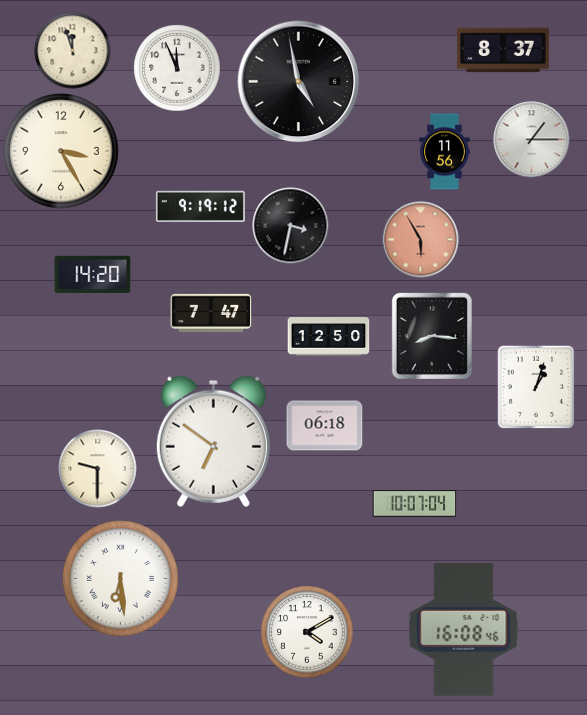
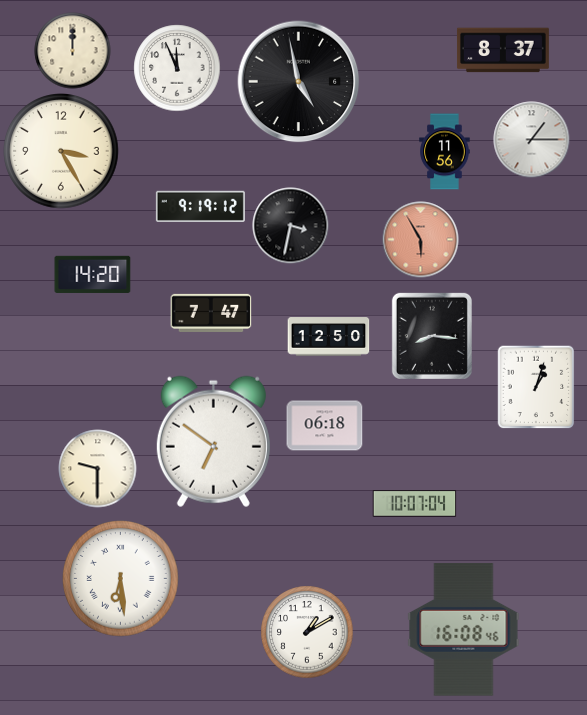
clock at (73, 51): 11:57 -> 12:00
clock at (307, 632): 4:10 -> 1:10
